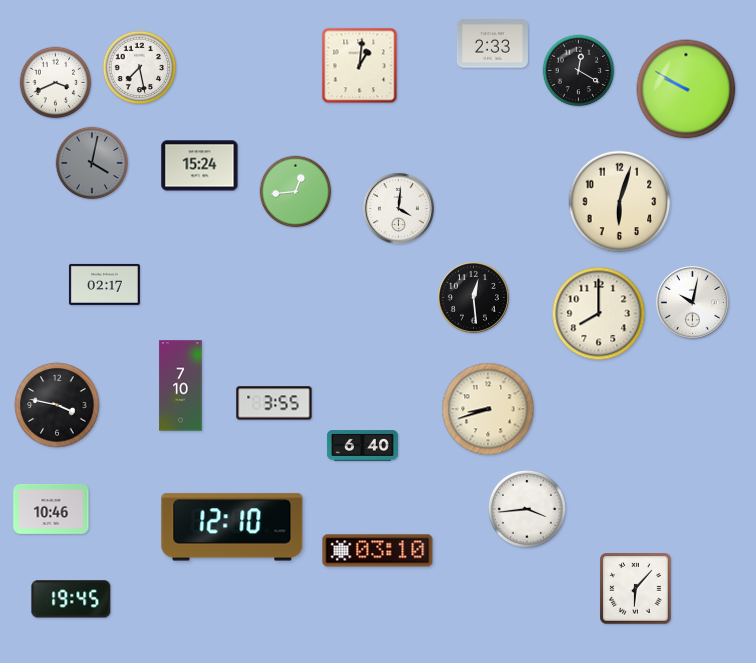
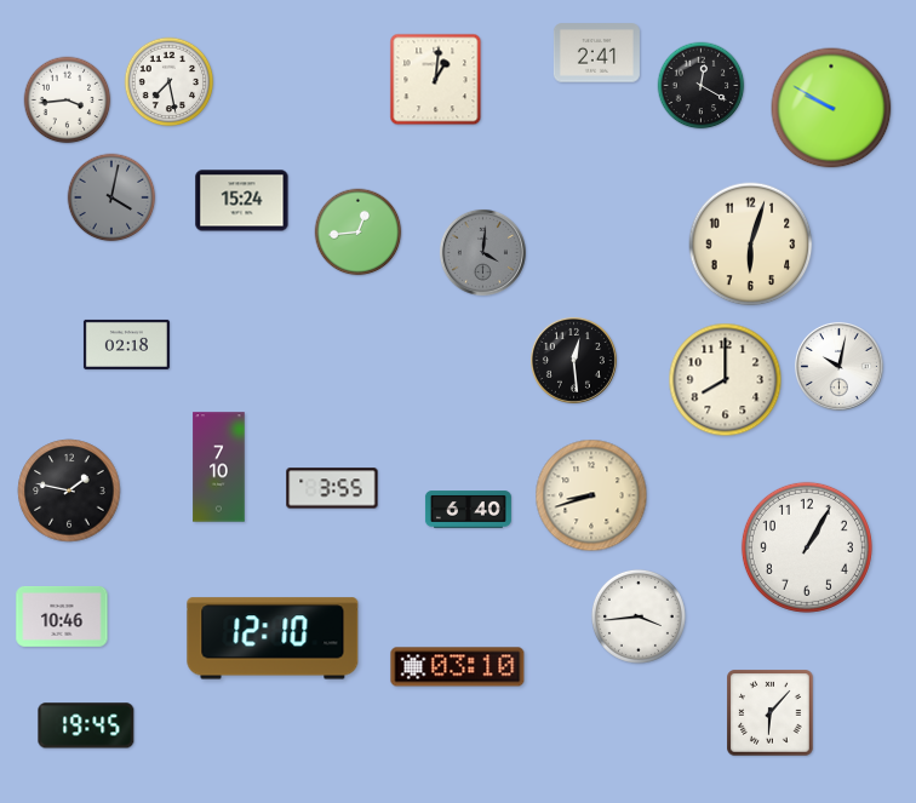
clock at (492, 44): 2:33 -> 2:41
clock at (56, 83): 3:41 -> 3:44
clock at (398, 208) dial: white -> grey
clock at (104, 284): 02:17 -> 02:18
clock at (57, 405): 3:47 -> 1:47
clock at (362, 446) position: (362, 446) -> (468, 510)
clock at (807, 547): none -> 1:05
clock at (232, 527) position: (232, 527) -> (273, 638)
